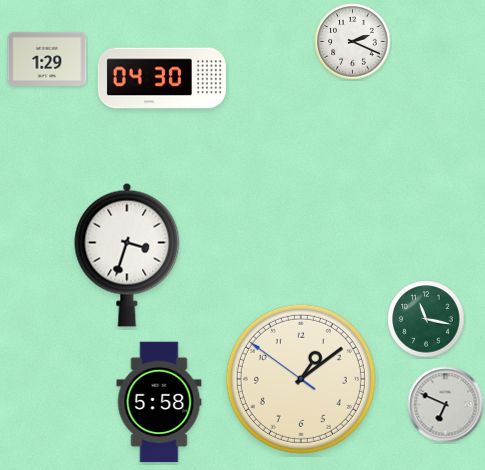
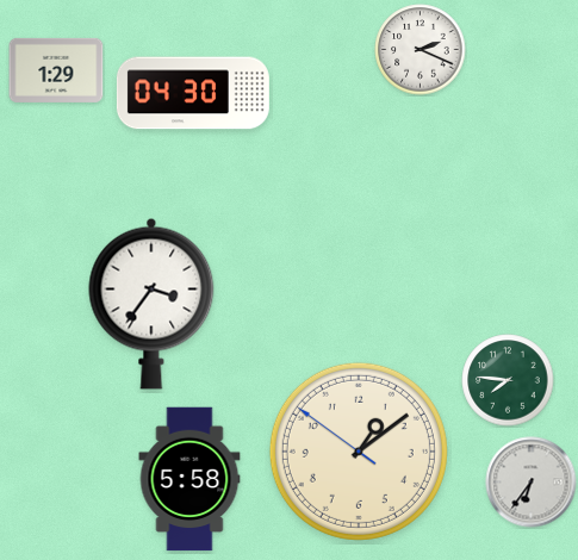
clock at (127, 255): 3:33 -> 3:36
clock at (426, 319): 11:17 -> 7:46
clock at (446, 405): 6:49 -> 6:36
